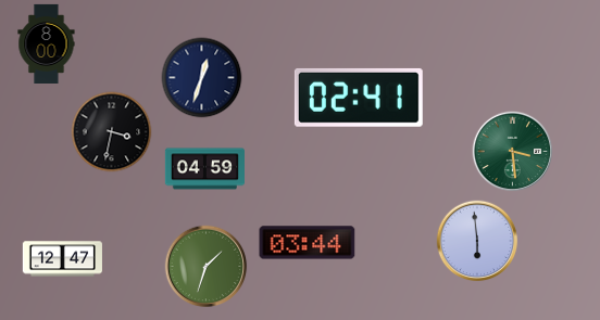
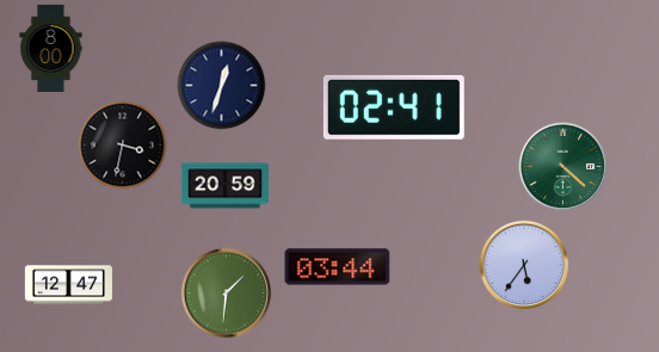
clock at (513, 152): 3:29 -> 4:22
clock at (204, 169): 04:59 -> 20:59
clock at (477, 241): 5:59 -> 5:36
clock at (207, 267): 1:33 -> 1:31
